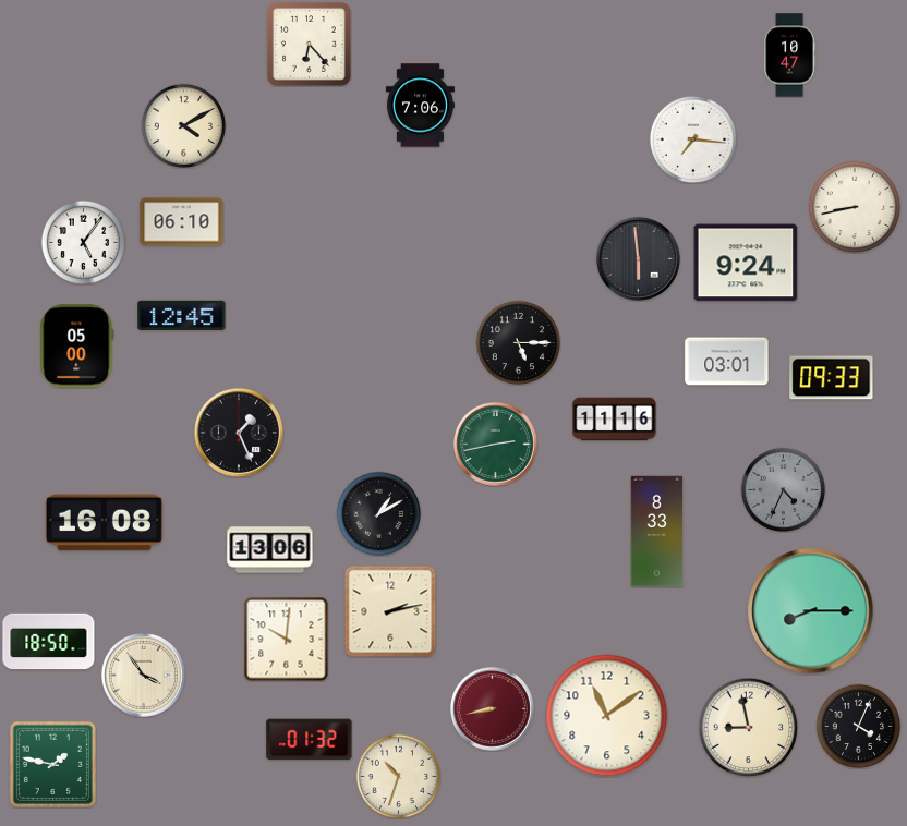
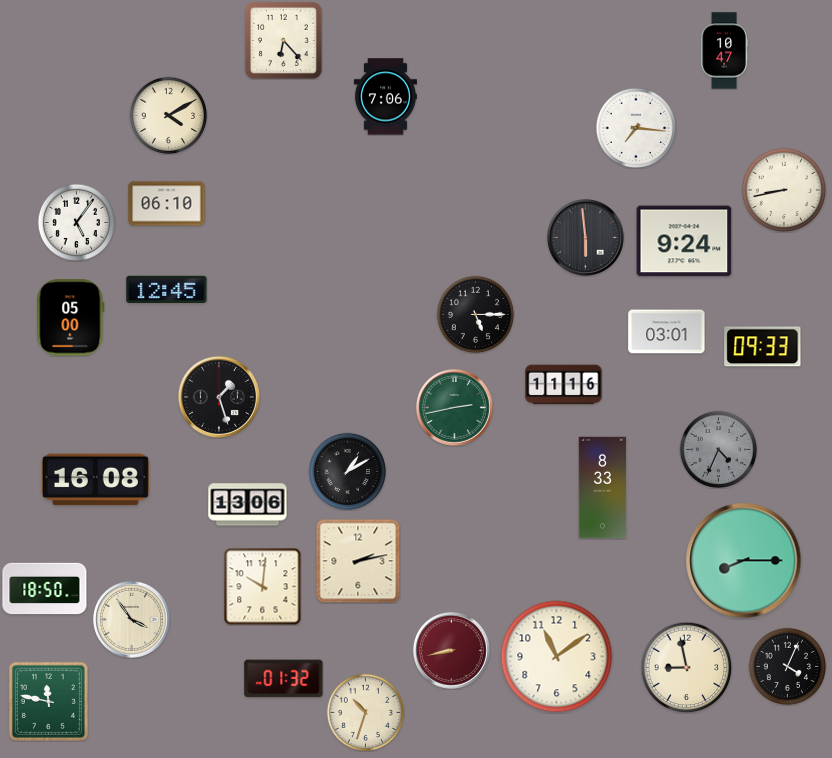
clock at (239, 433): 1:26 -> 1:27
clock at (52, 764): 1:47 -> 11:47
